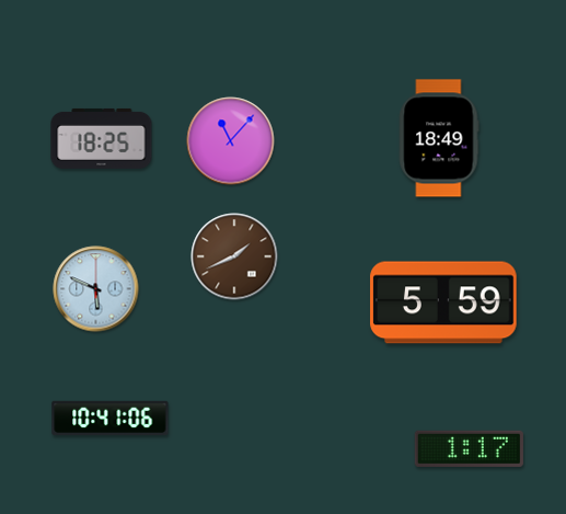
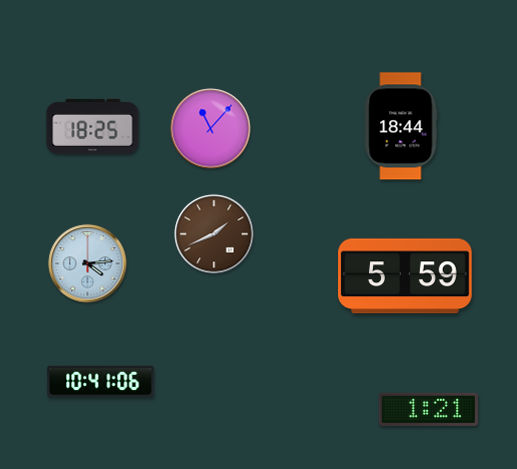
clock at (439, 138): 18:49 -> 18:44
clock at (96, 289): 5:49 -> 4:14
clock at (469, 448): 1:17 -> 1:21
